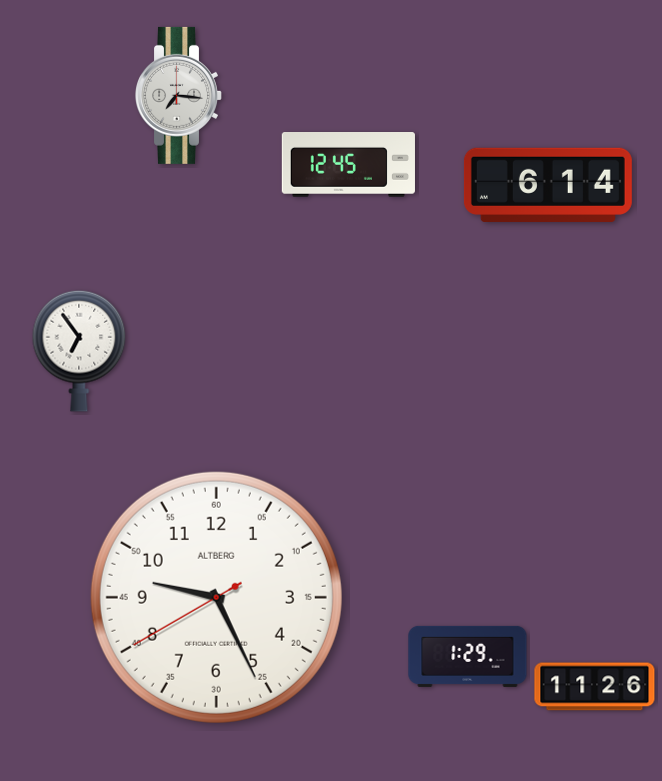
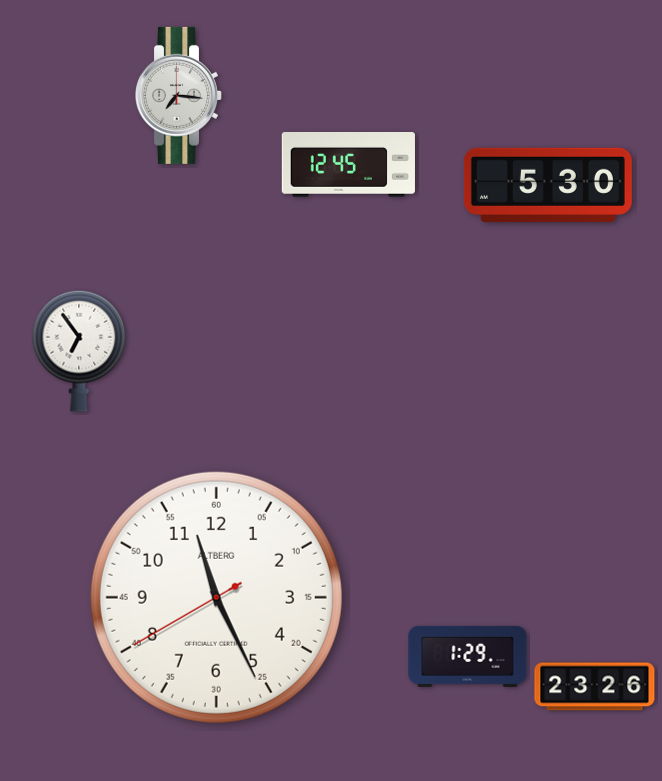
clock at (548, 185): 6:14 -> 5:30
clock at (216, 597): 9:25 -> 11:25
clock at (595, 687): 11:26 -> 23:26
